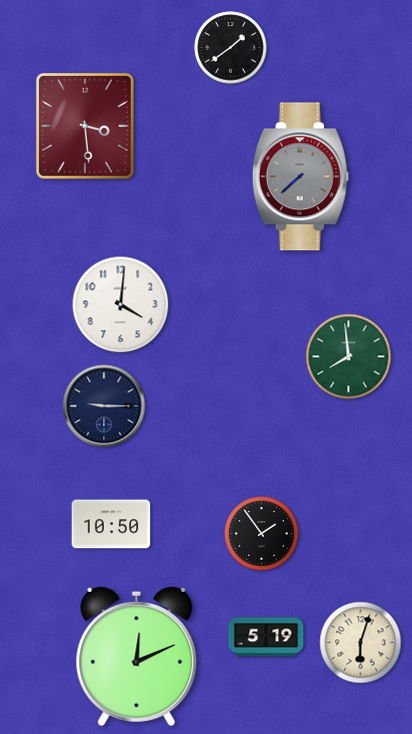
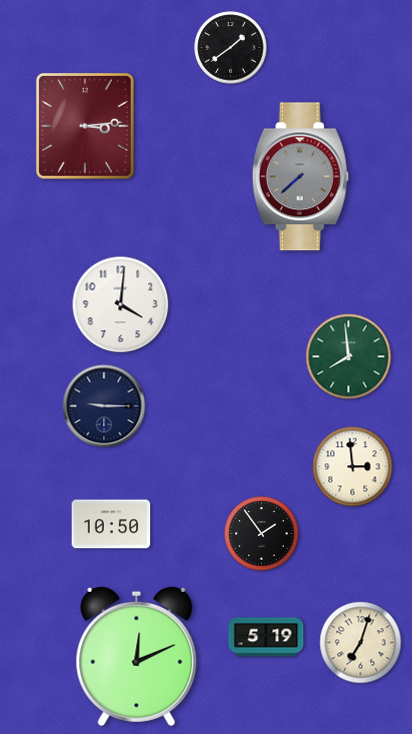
clock at (85, 126): 3:29 -> 3:14
clock at (353, 467): none -> 2:59
clock at (361, 643): 6:03 -> 7:03
